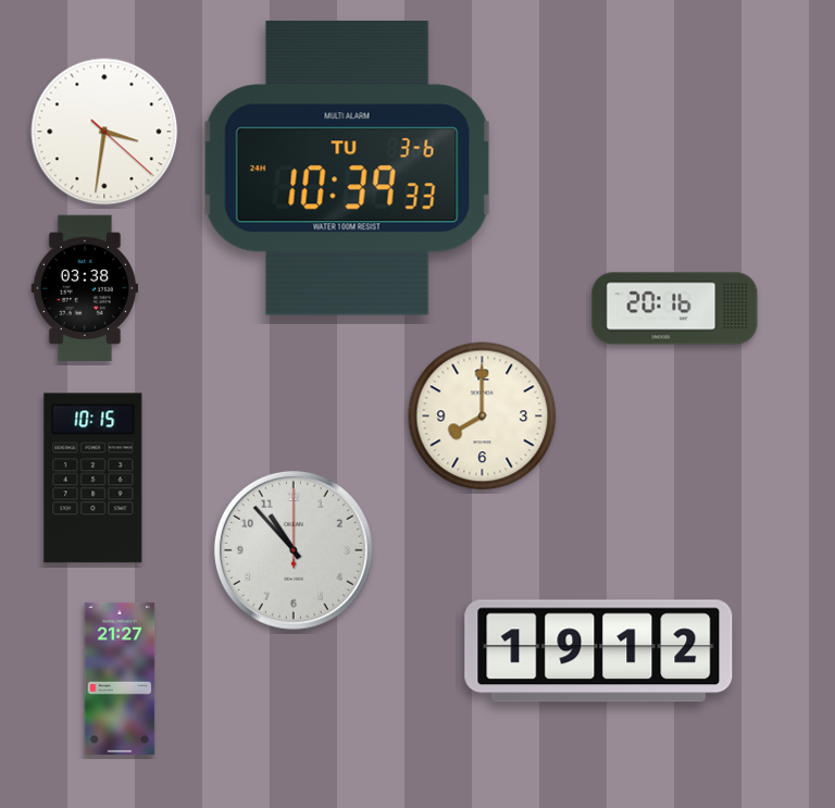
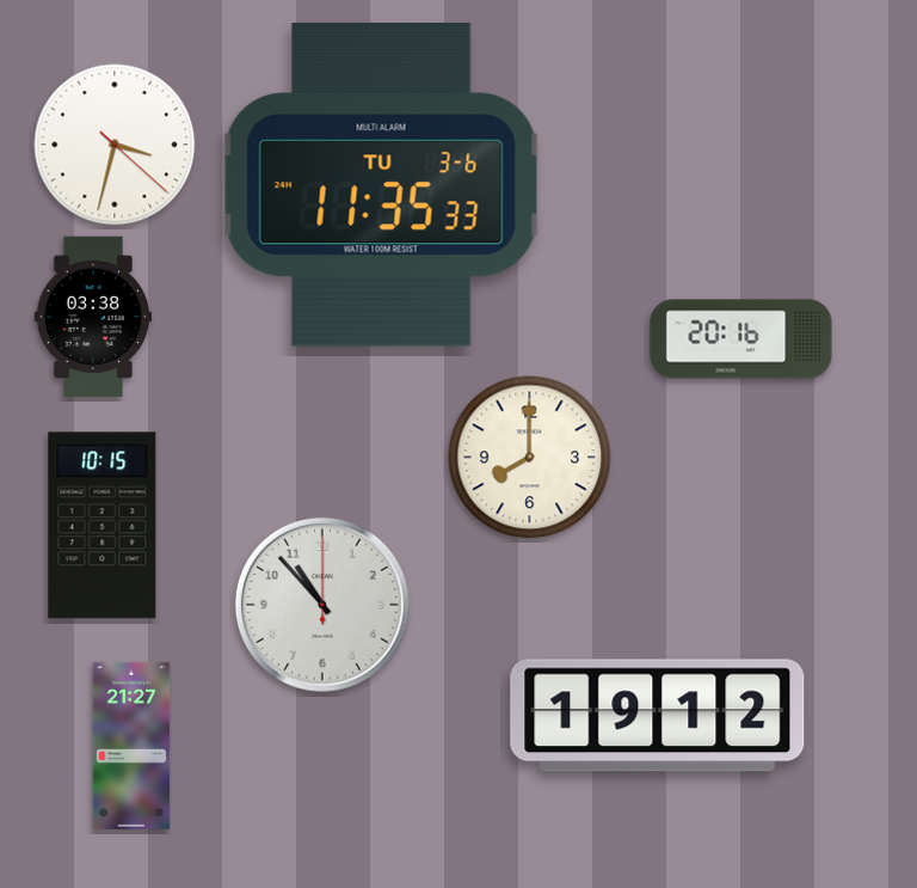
clock at (104, 132): 3:31 -> 3:32
clock at (347, 169): 10:39 -> 11:35
